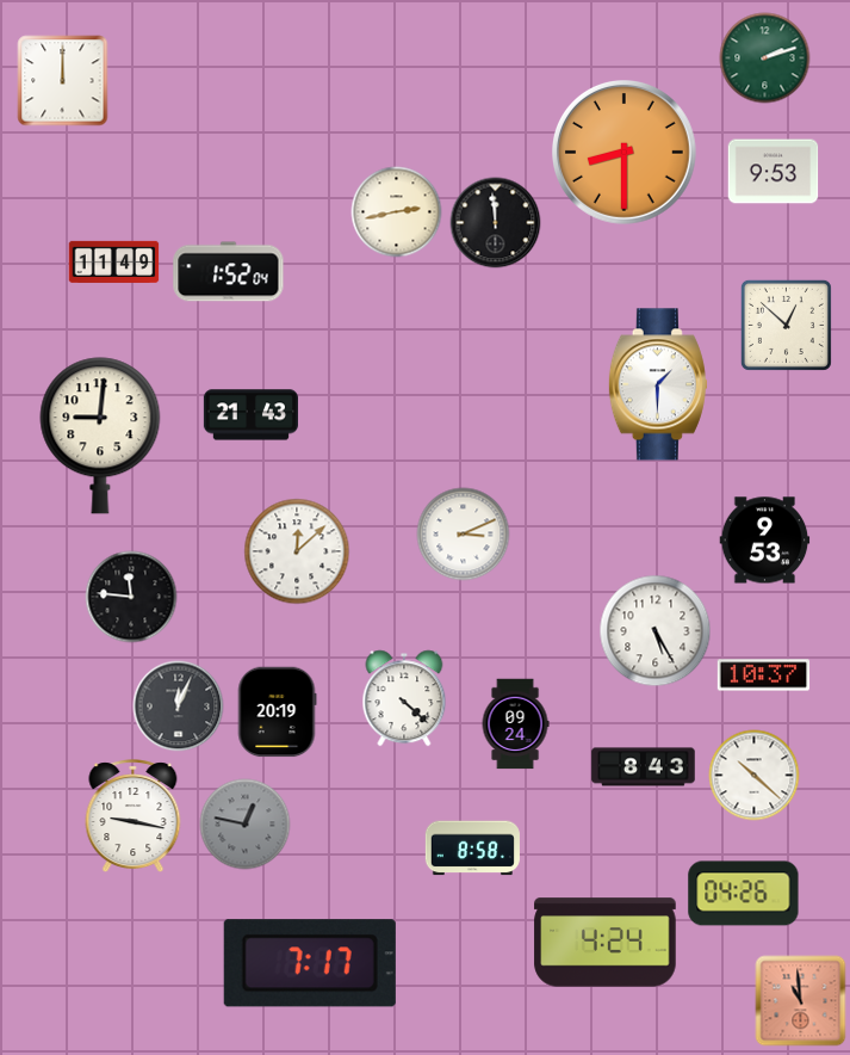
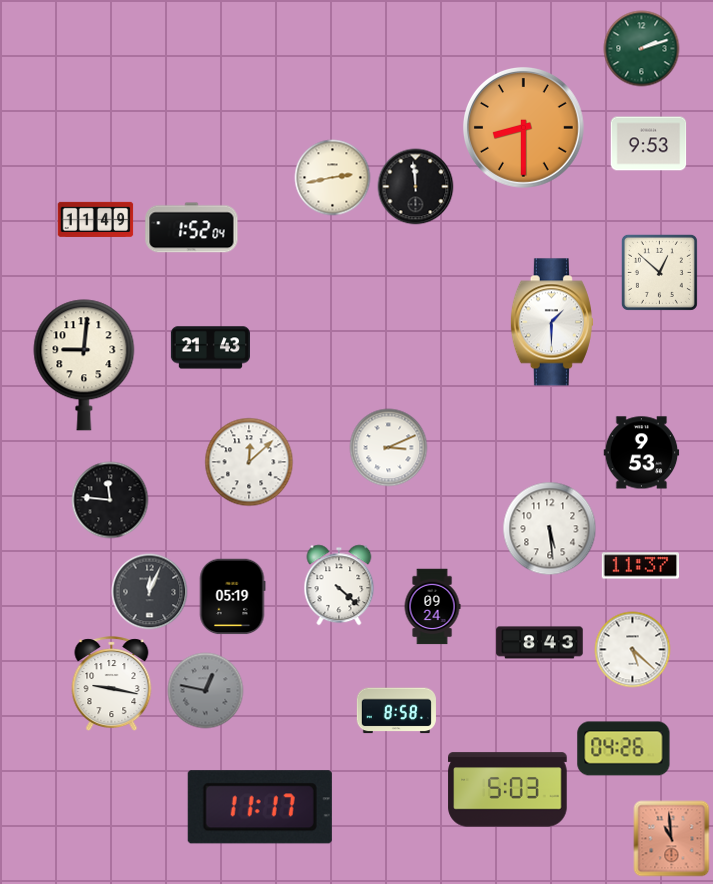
clock at (63, 81): 12:00 -> none
clock at (656, 631): 5:25 -> 5:29
clock at (764, 675): 10:37 -> 11:37
clock at (277, 712): 20:19 -> 05:19
clock at (755, 776): 10:22 -> 5:22
clock at (606, 943): 4:24 -> 5:03
clock at (310, 963): 7:17 -> 11:17
